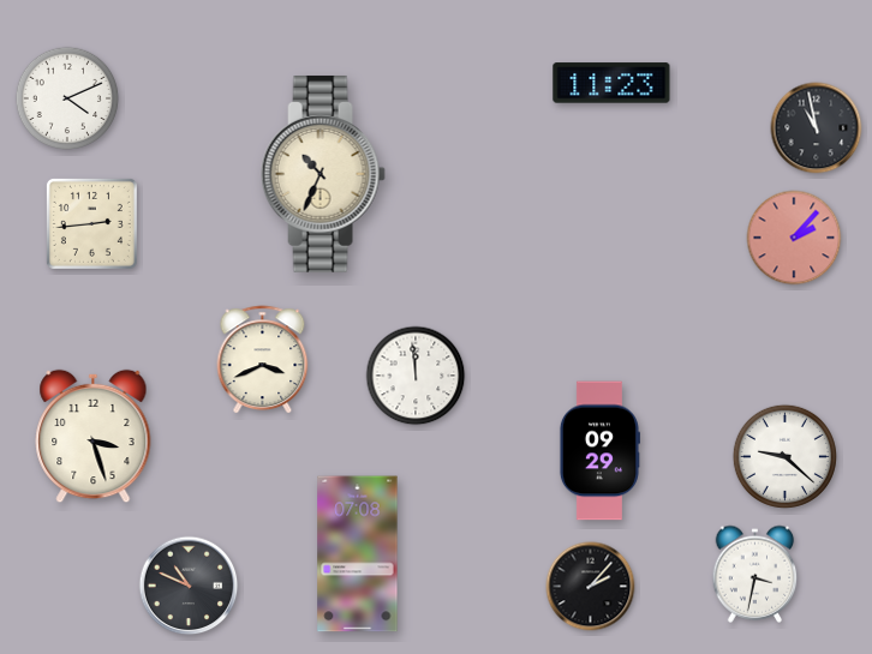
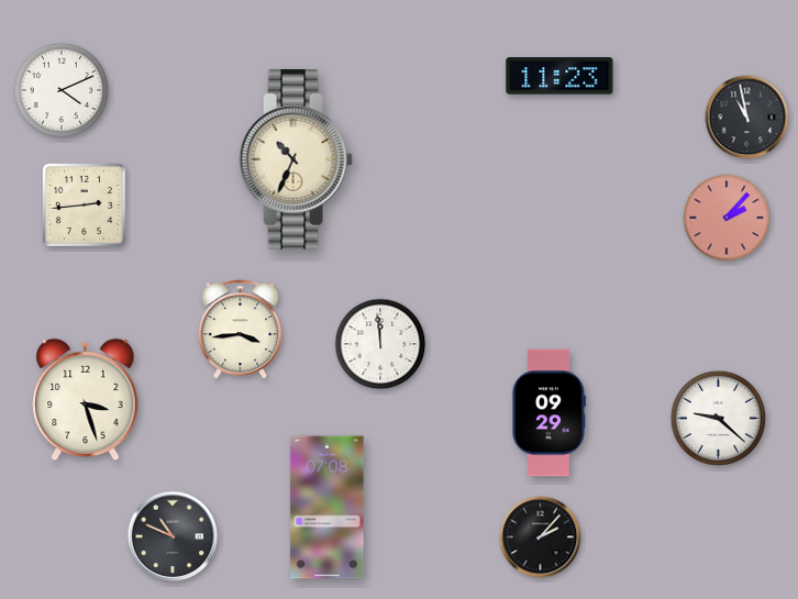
clock at (263, 360): 3:41 -> 3:44
clock at (755, 574): 3:32 -> none
